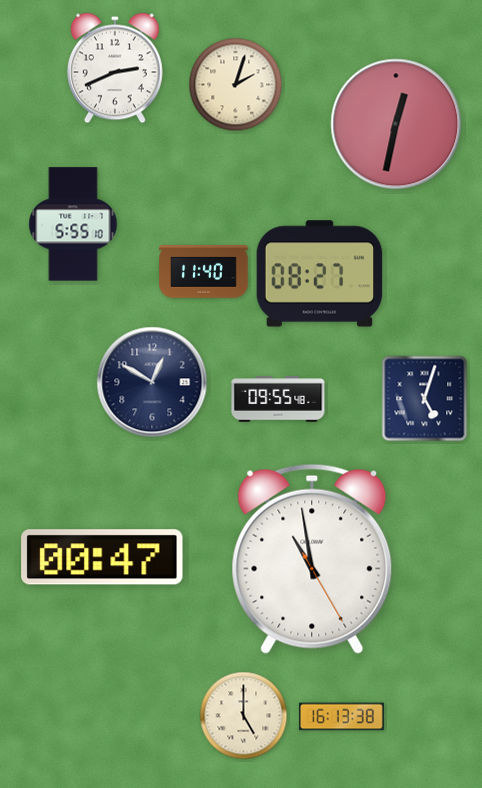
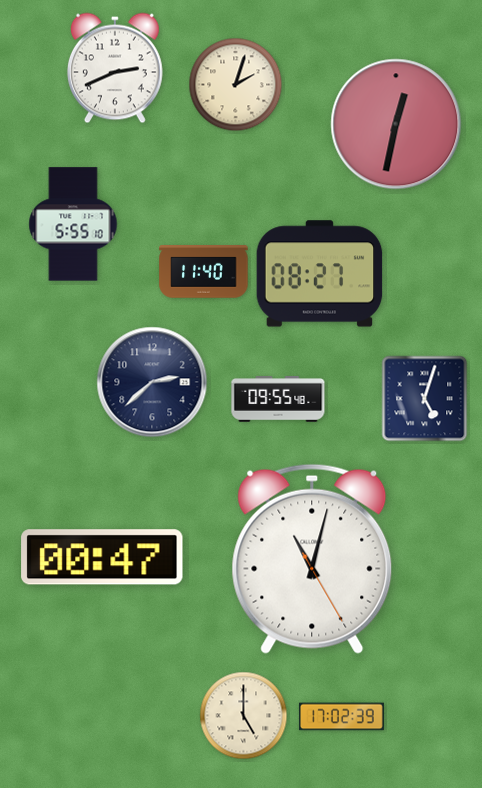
clock at (152, 382): 12:50 -> 2:38
clock at (312, 559): 10:58 -> 11:02
clock at (341, 717): 16:13 -> 17:02
